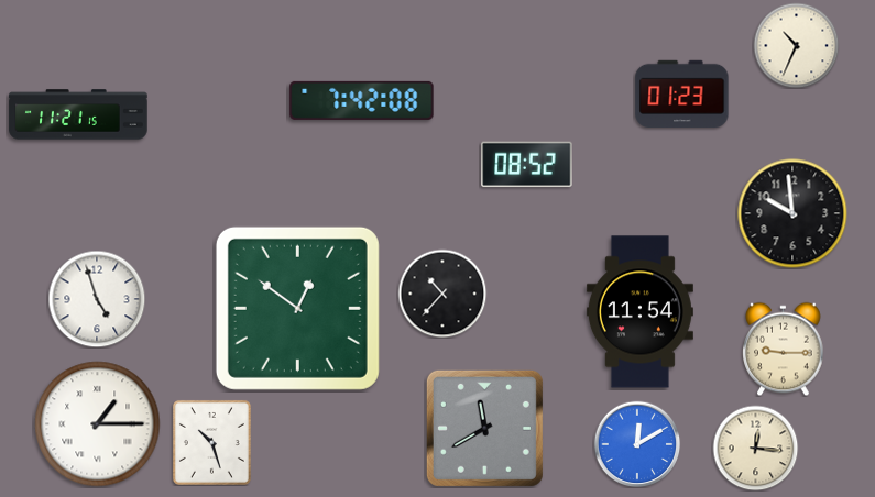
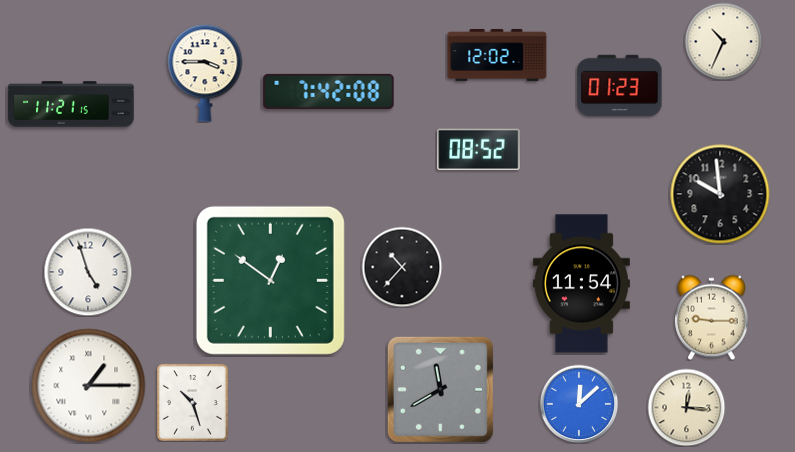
clock at (497, 55): none -> 12:02
clock at (205, 73): none -> 3:45
clock at (637, 444): 12:10 -> 12:08
